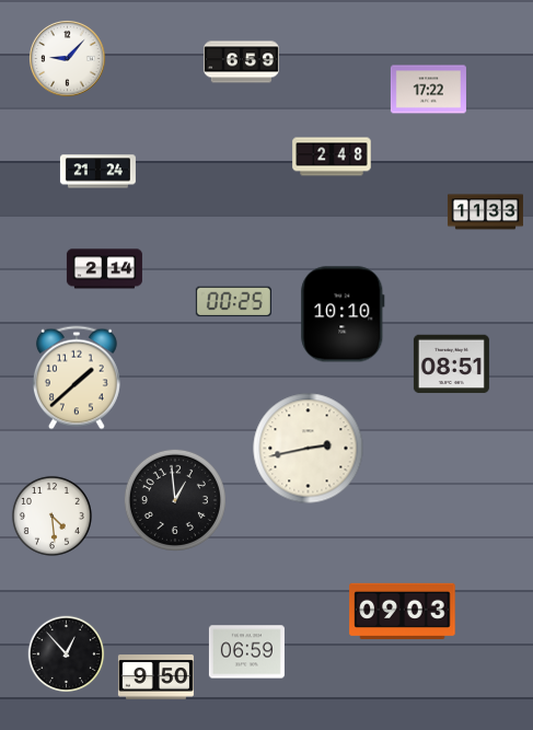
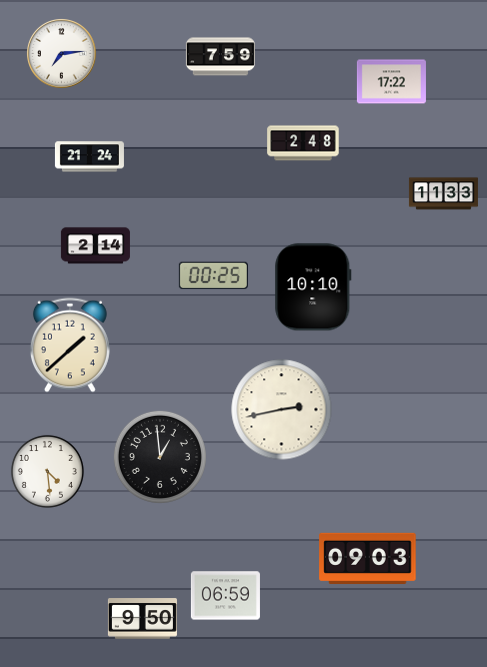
clock at (68, 59): 9:07 -> 7:14
clock at (241, 62): 6:59 -> 7:59
clock at (451, 364): 08:51 -> none
clock at (67, 654): 12:53 -> none
